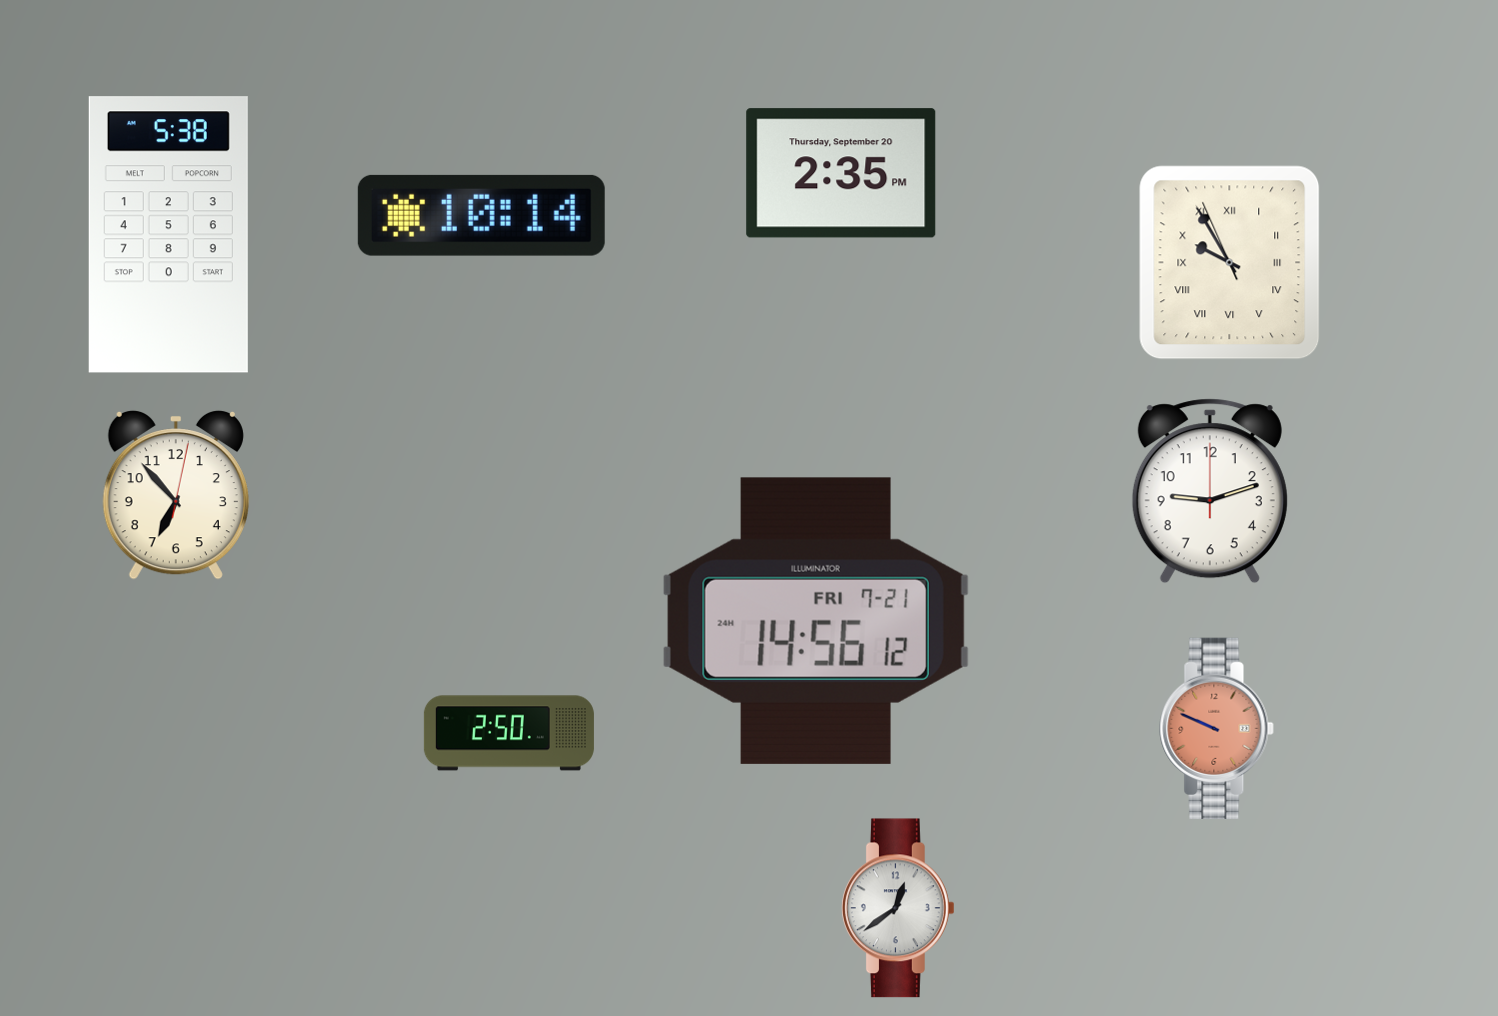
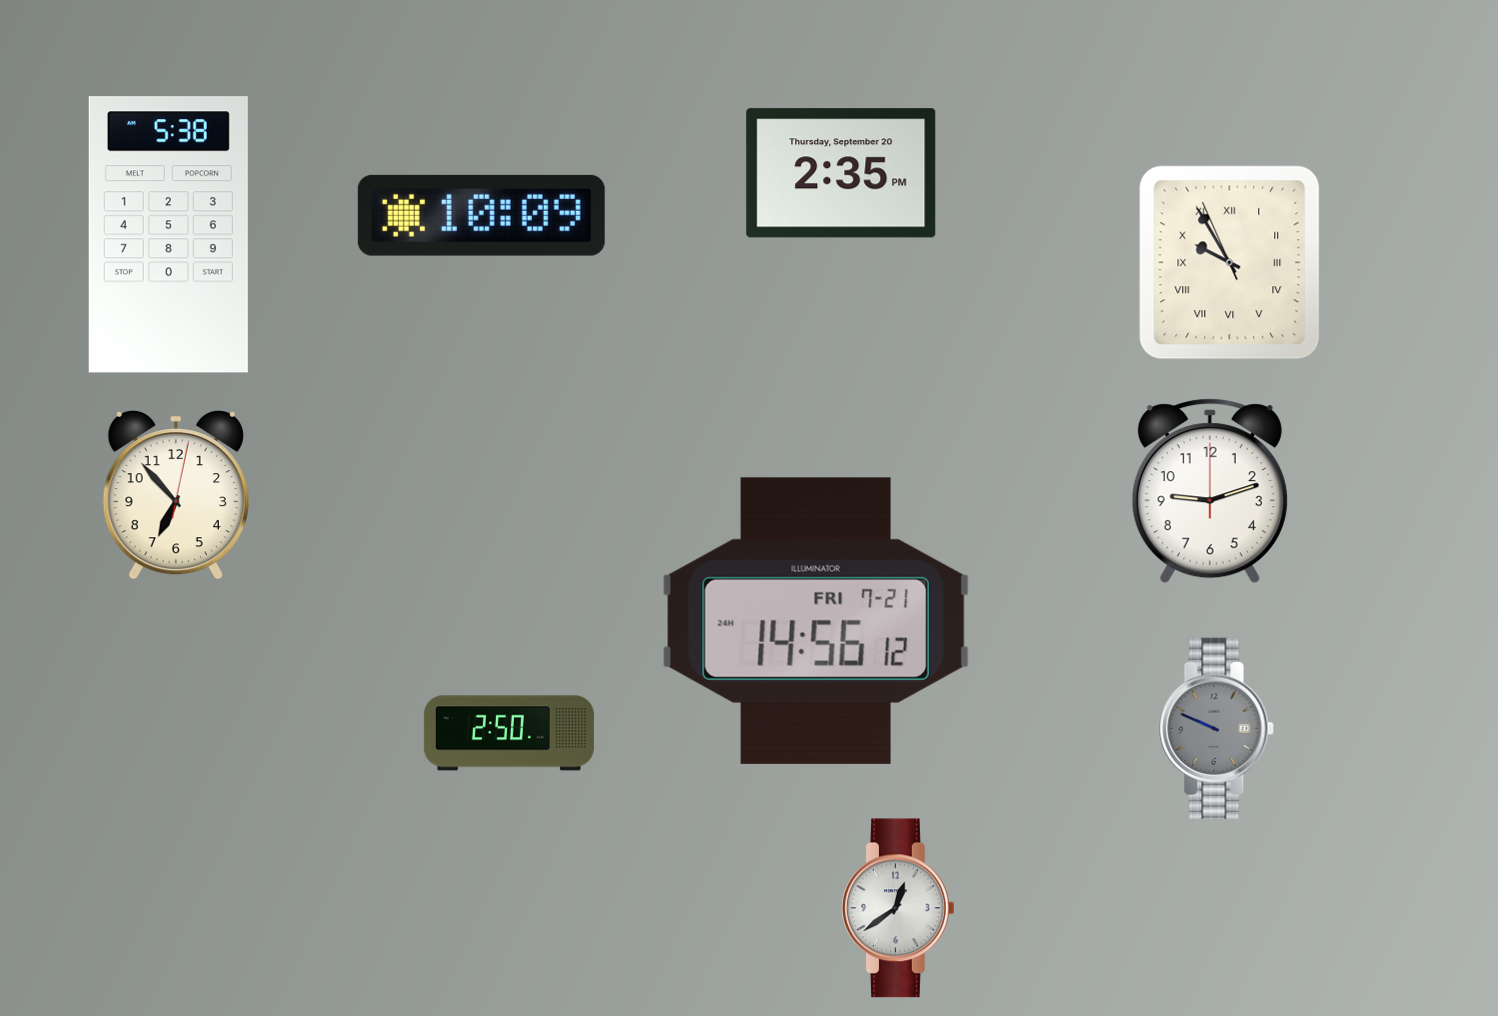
clock at (481, 215): 10:14 -> 10:09
clock at (1217, 728) dial: salmon -> grey
